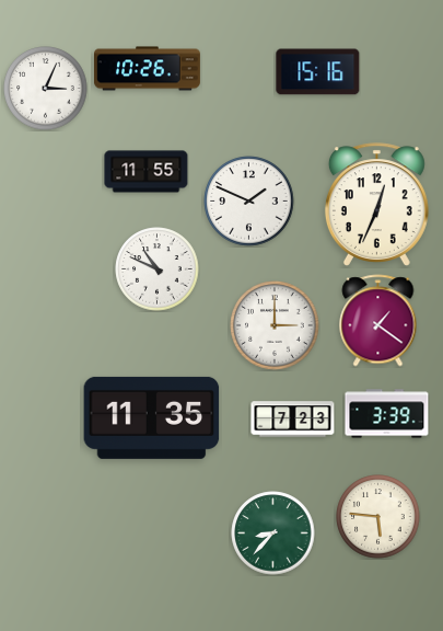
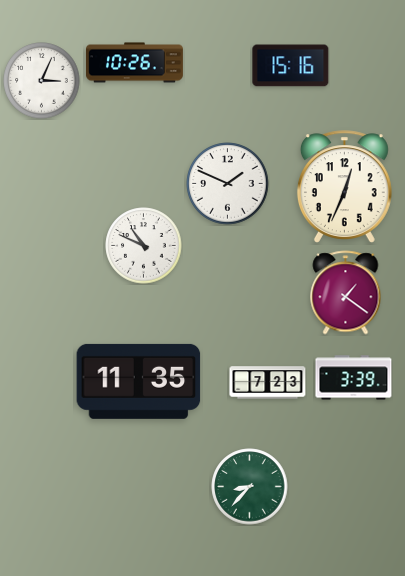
clock at (147, 172): 11:55 -> none
clock at (275, 325): 3:00 -> none
clock at (378, 517): 5:46 -> none
